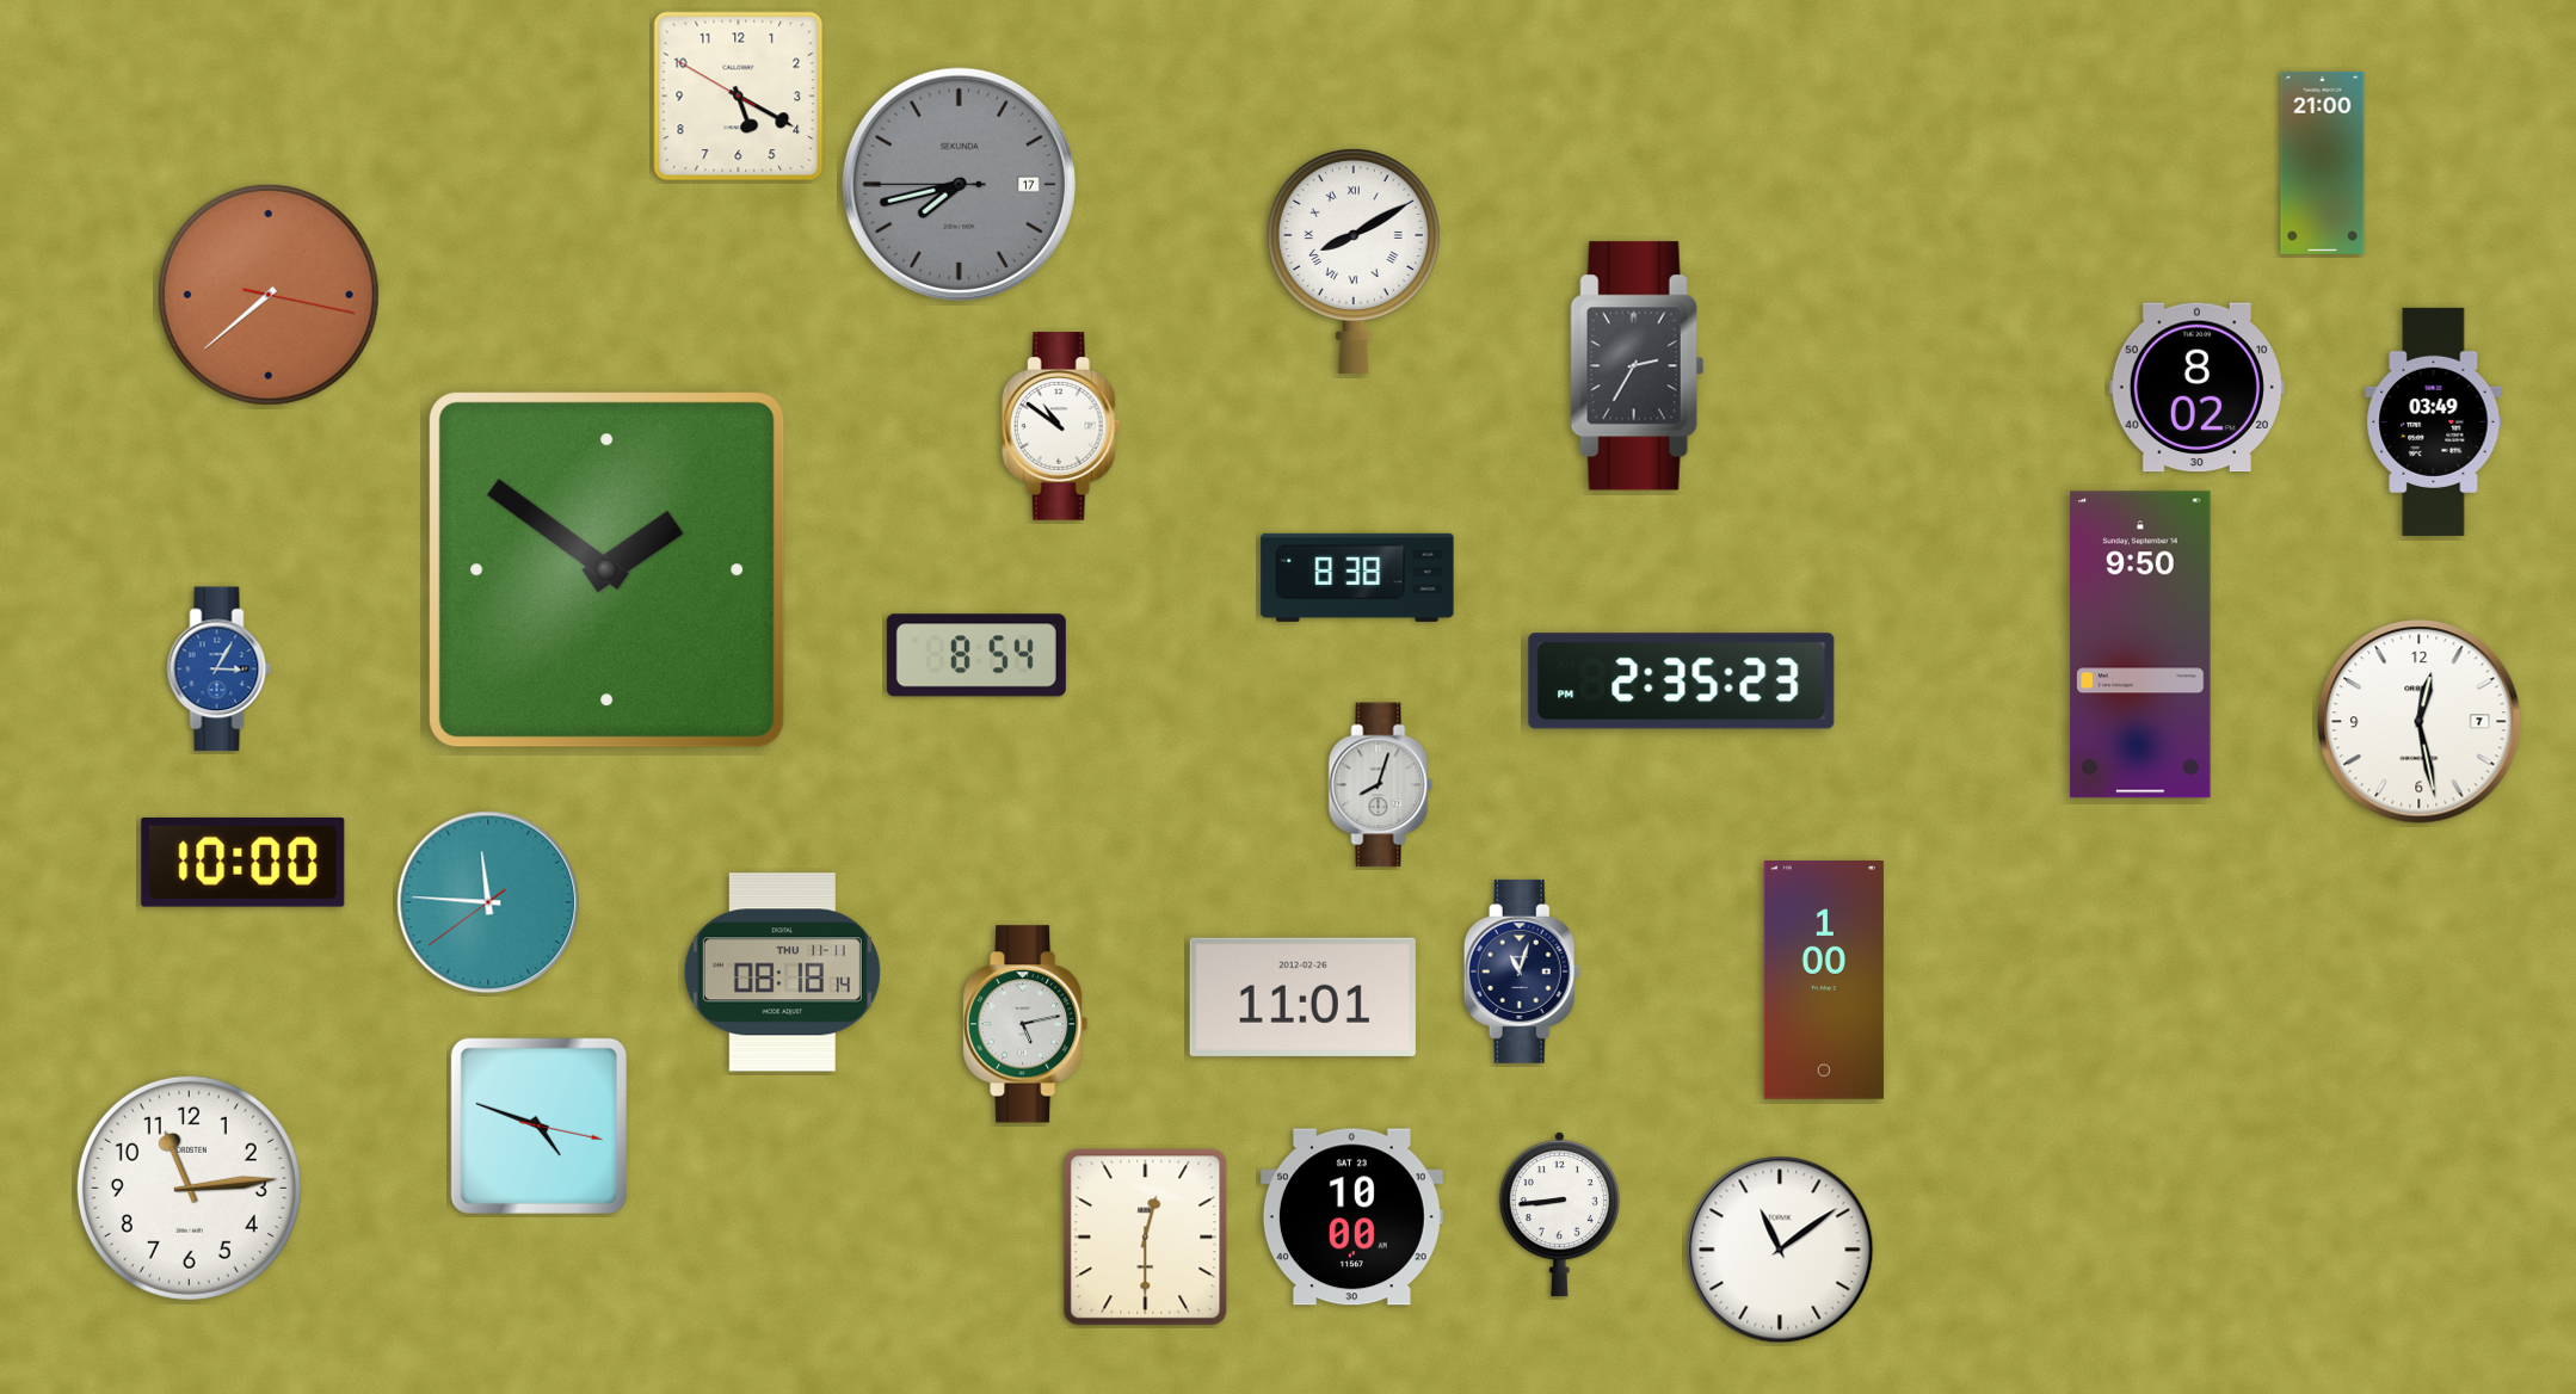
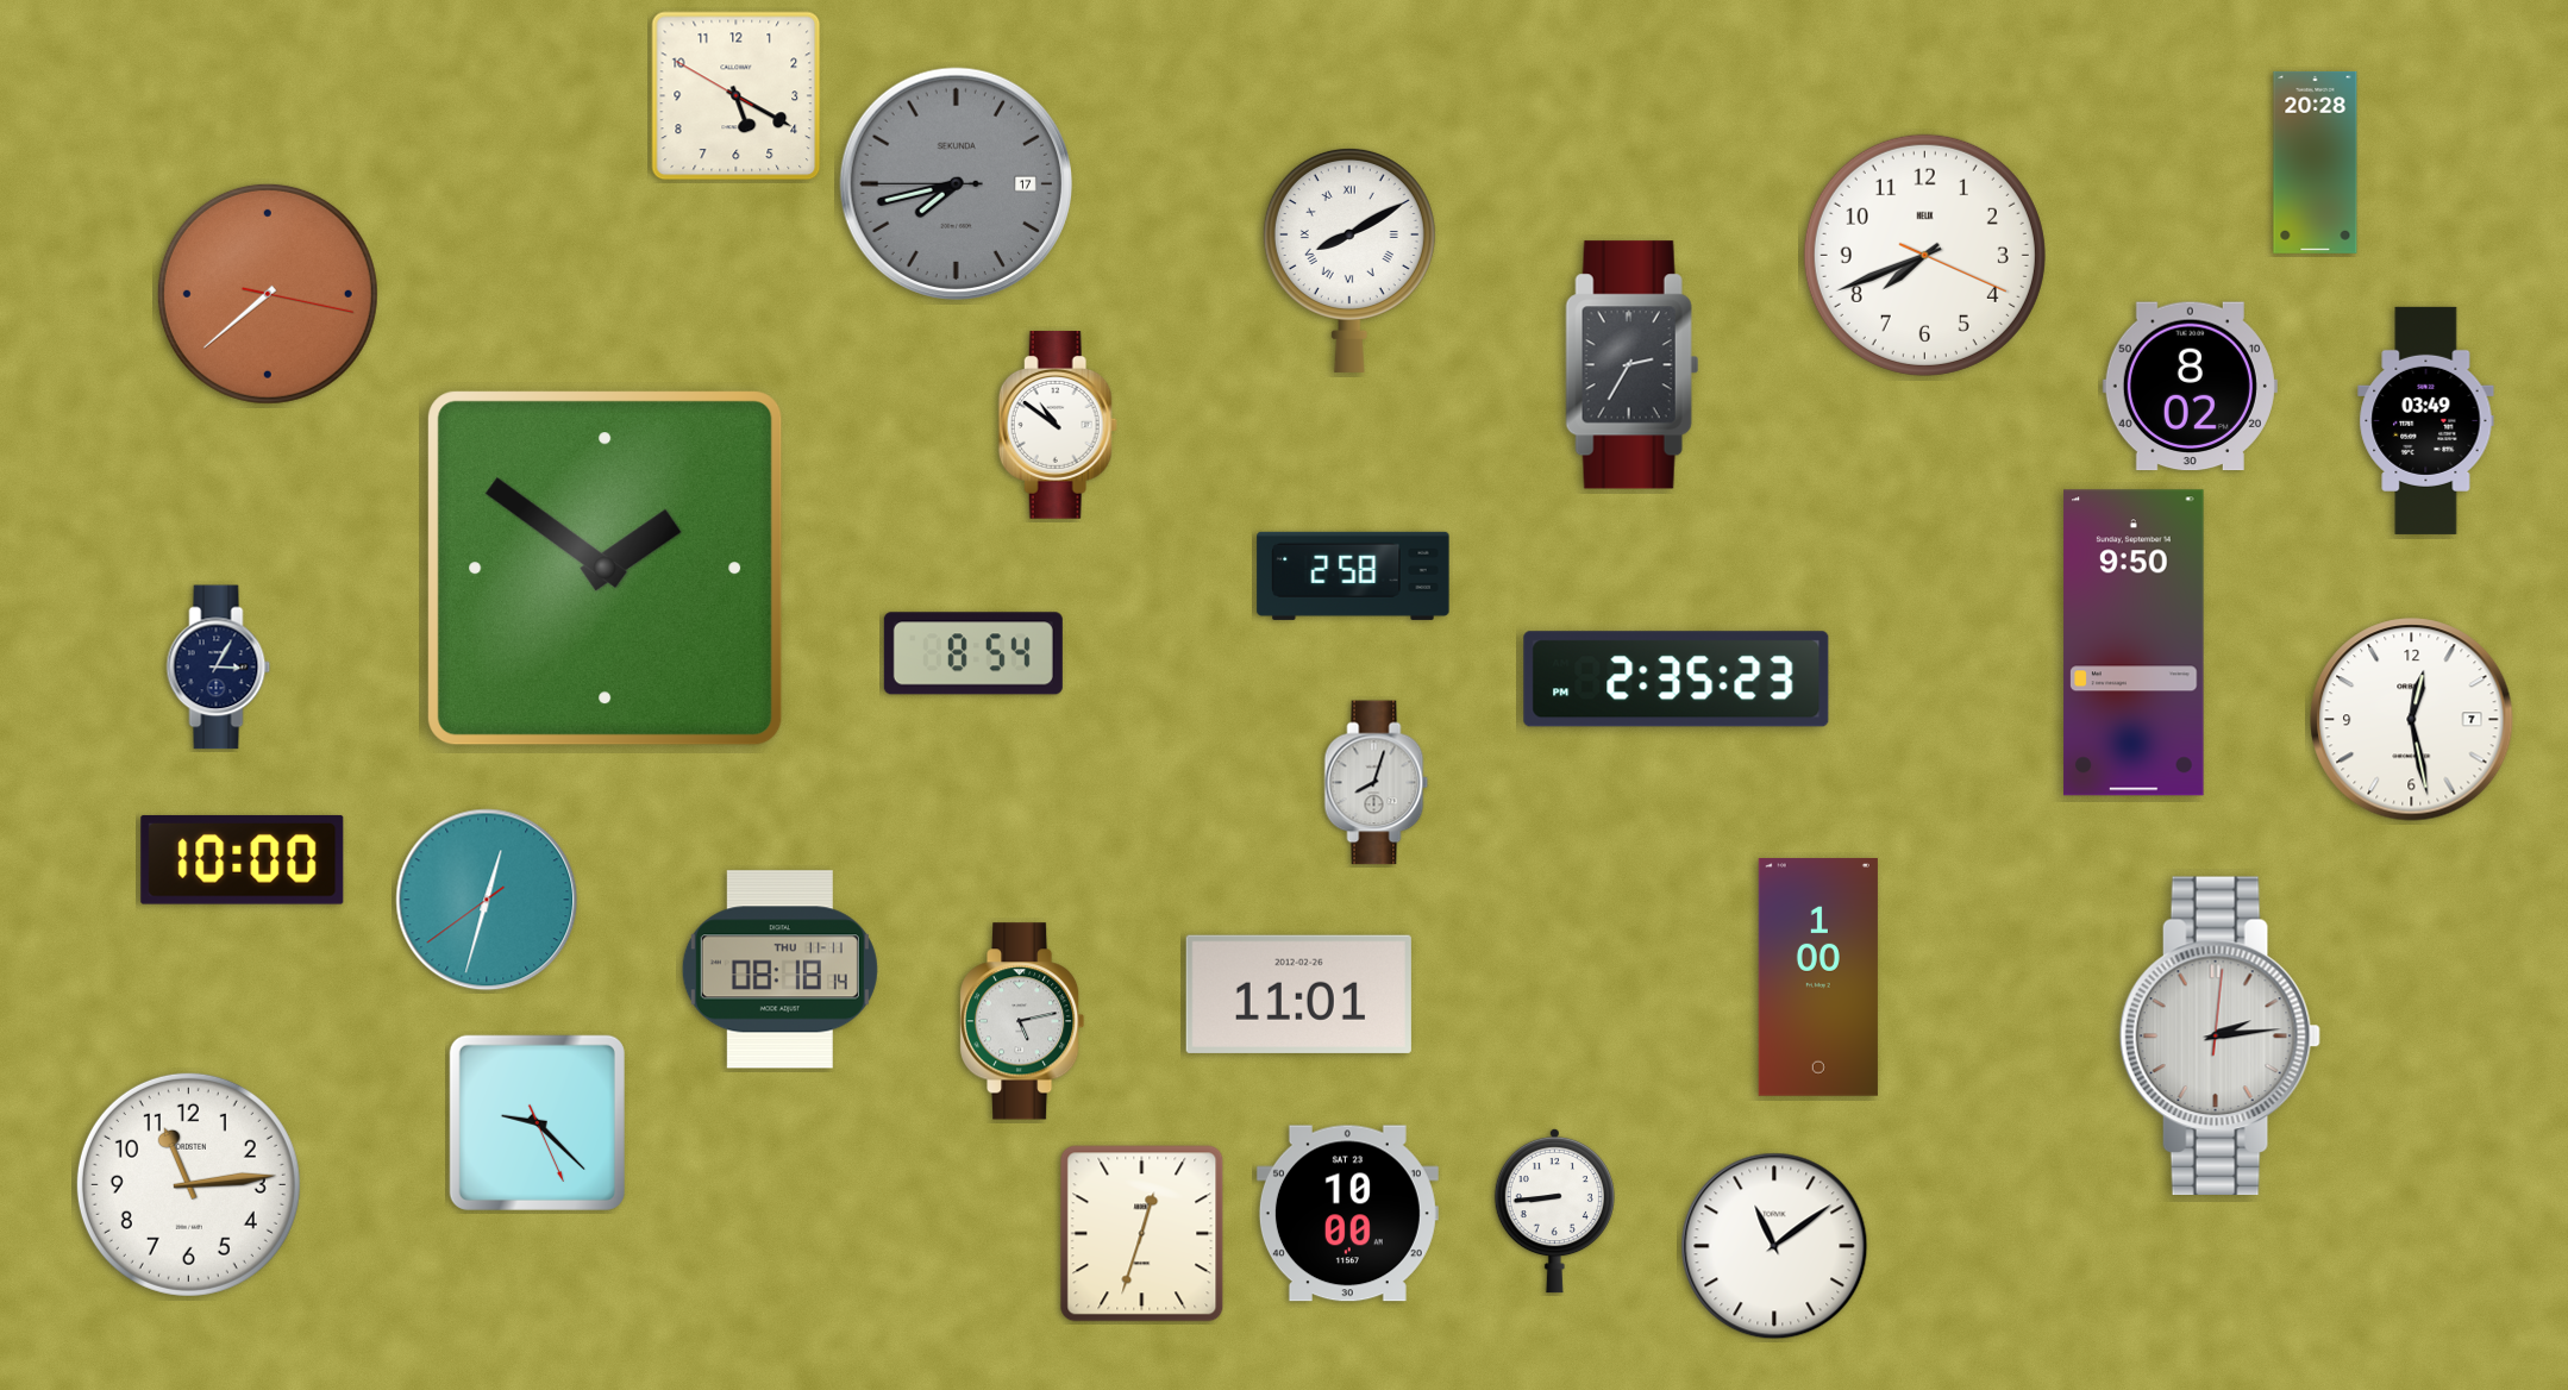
clock at (2323, 162): 21:00 -> 20:28
clock at (1924, 255): none -> 7:41
clock at (1357, 578): 8:38 -> 2:58
clock at (220, 670) dial: blue -> navy
clock at (488, 902): 11:45 -> 12:32
clock at (1522, 972): 11:03 -> none
clock at (2219, 1035): none -> 2:14
clock at (538, 1125): 4:48 -> 9:22
clock at (1146, 1238): 12:30 -> 12:33
